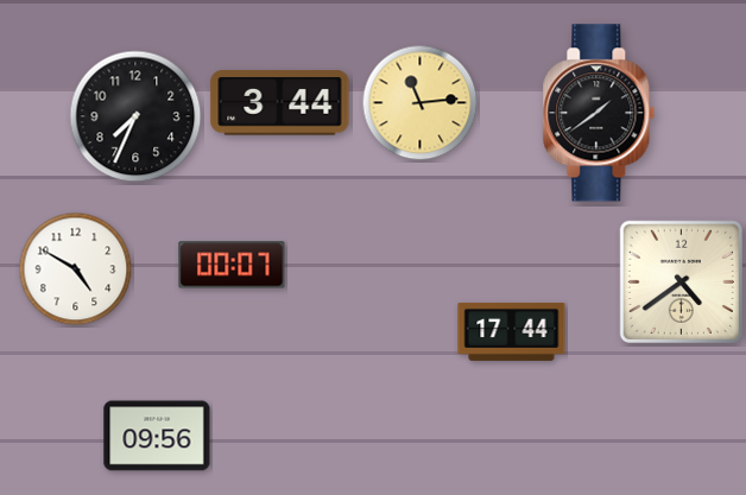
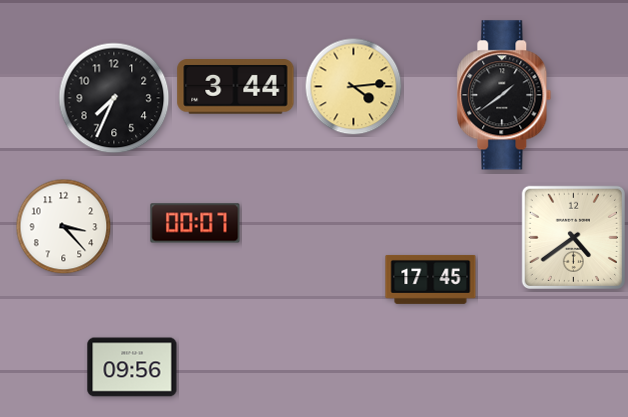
clock at (421, 103): 11:14 -> 4:14
clock at (76, 269): 4:50 -> 3:23
clock at (512, 331): 17:44 -> 17:45
